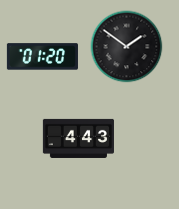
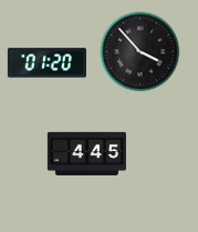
clock at (127, 47): 1:51 -> 3:53
clock at (78, 138): 4:43 -> 4:45
